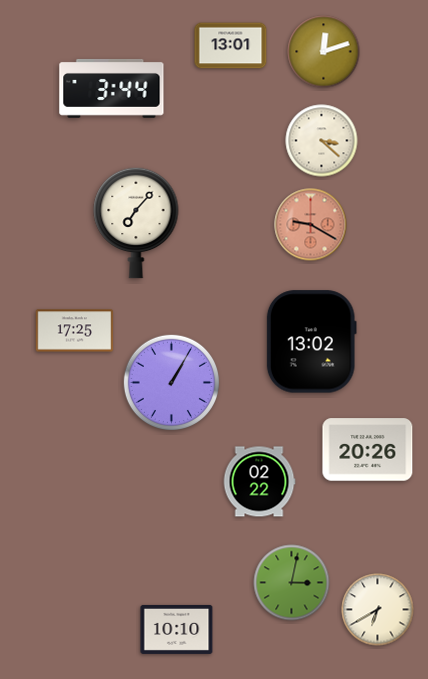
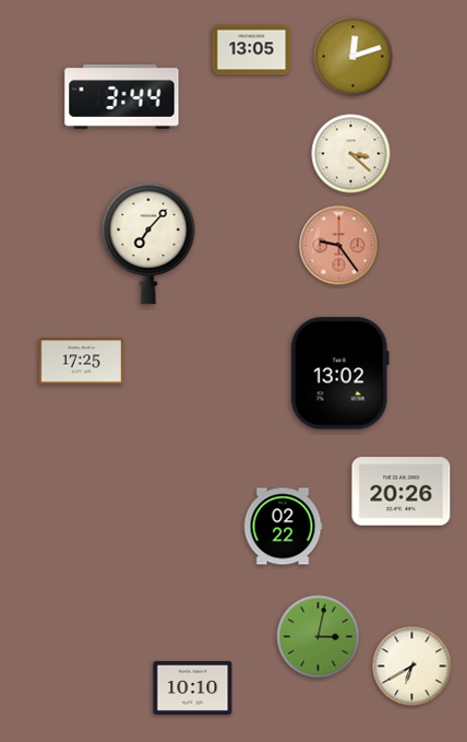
clock at (231, 46): 13:01 -> 13:05
clock at (311, 225): 9:20 -> 9:24
clock at (171, 382): 1:05 -> none
